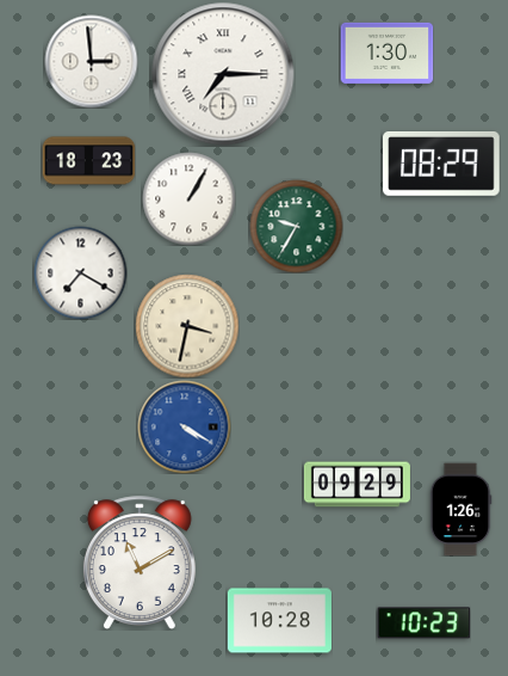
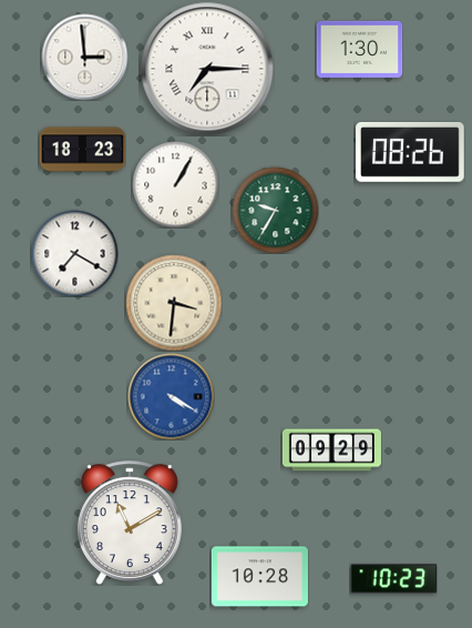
clock at (442, 165): 08:29 -> 08:26
clock at (187, 326): 3:32 -> 3:31
clock at (460, 509): 1:26 -> none
